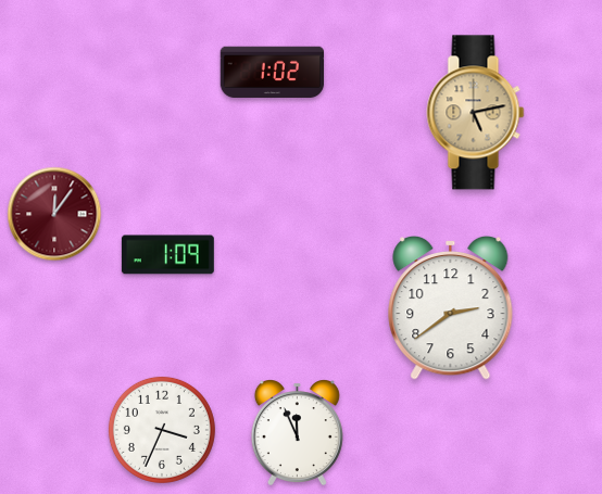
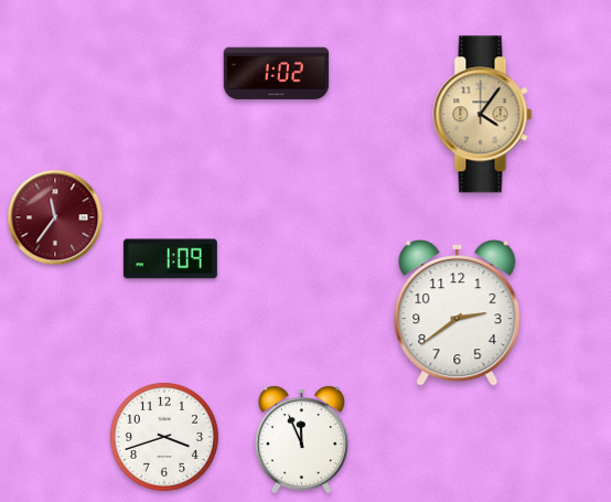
clock at (476, 113): 5:13 -> 4:06
clock at (54, 214): 12:06 -> 11:36
clock at (162, 430): 3:34 -> 3:42
